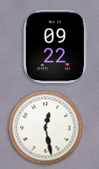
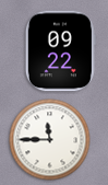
clock at (46, 128): 12:28 -> 11:45
